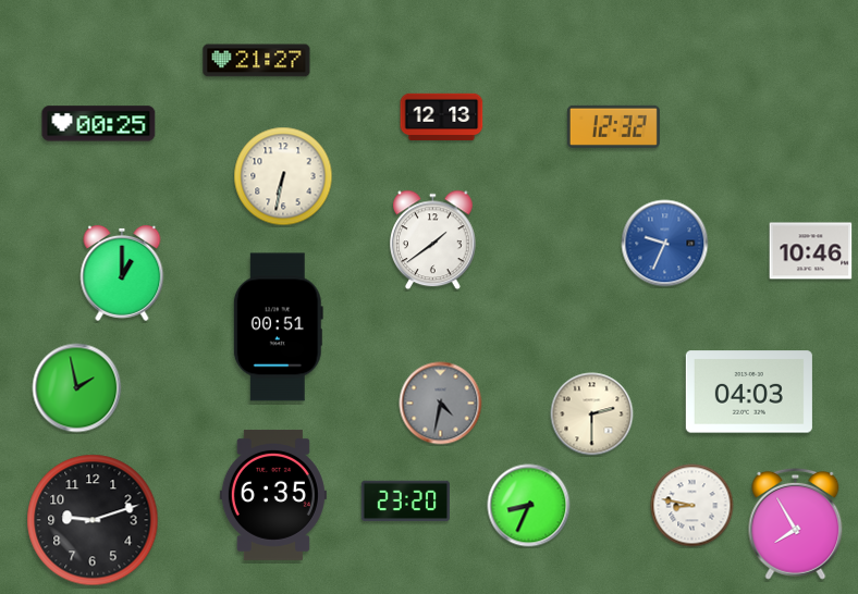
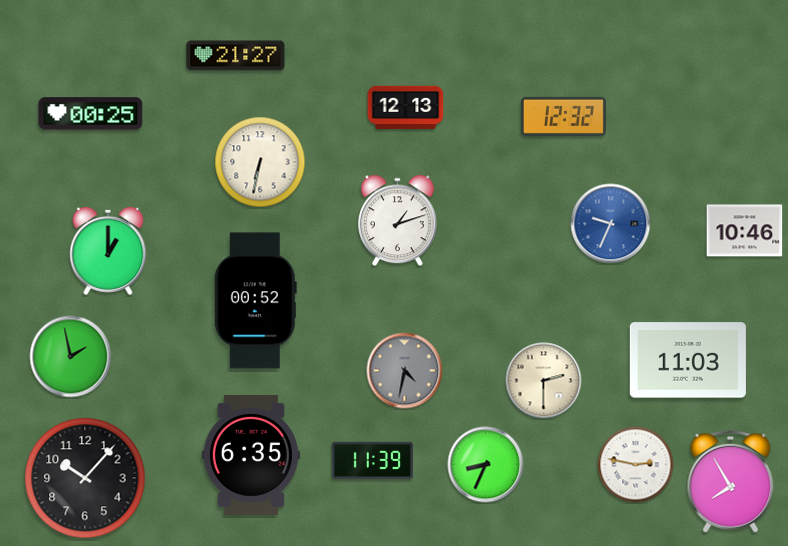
clock at (433, 240): 1:39 -> 1:12
clock at (122, 273) position: (122, 273) -> (108, 251)
clock at (278, 327): 00:51 -> 00:52
clock at (749, 392): 04:03 -> 11:03
clock at (405, 502): 23:20 -> 11:39
clock at (692, 506): 8:47 -> 2:47
clock at (93, 520): 9:12 -> 10:07
